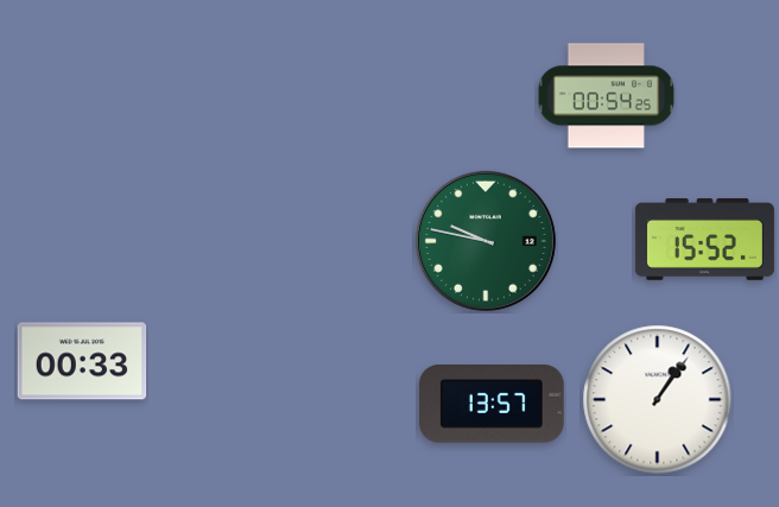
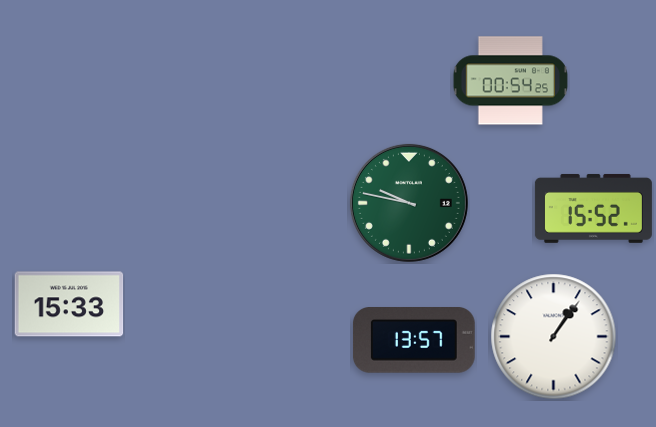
clock at (704, 240) position: (704, 240) -> (593, 209)
clock at (82, 361): 00:33 -> 15:33
